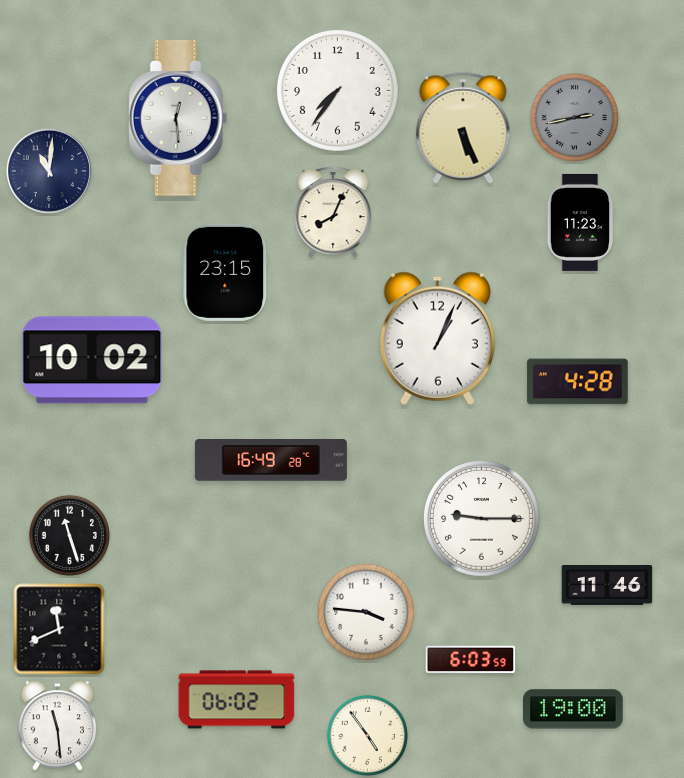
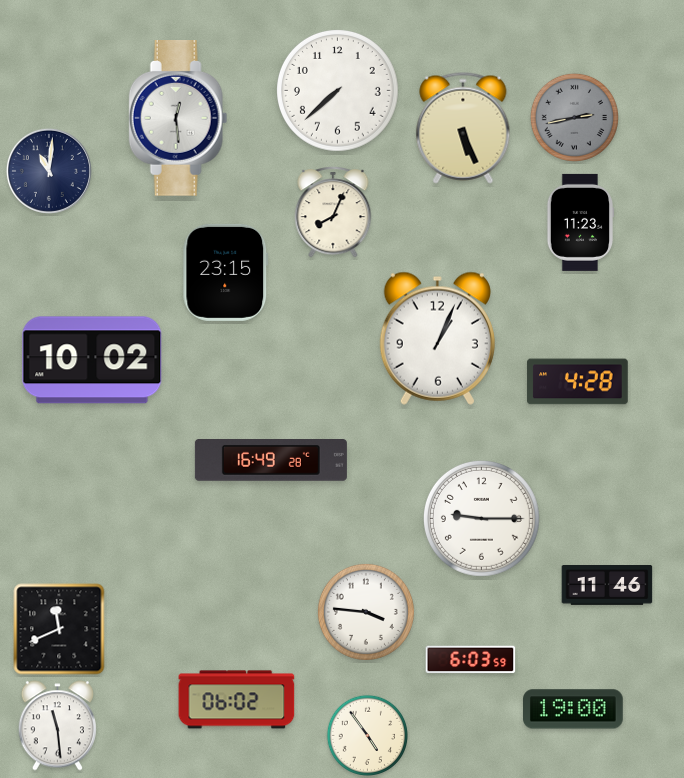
clock at (338, 91): 7:36 -> 7:38
clock at (69, 535): 11:27 -> none
